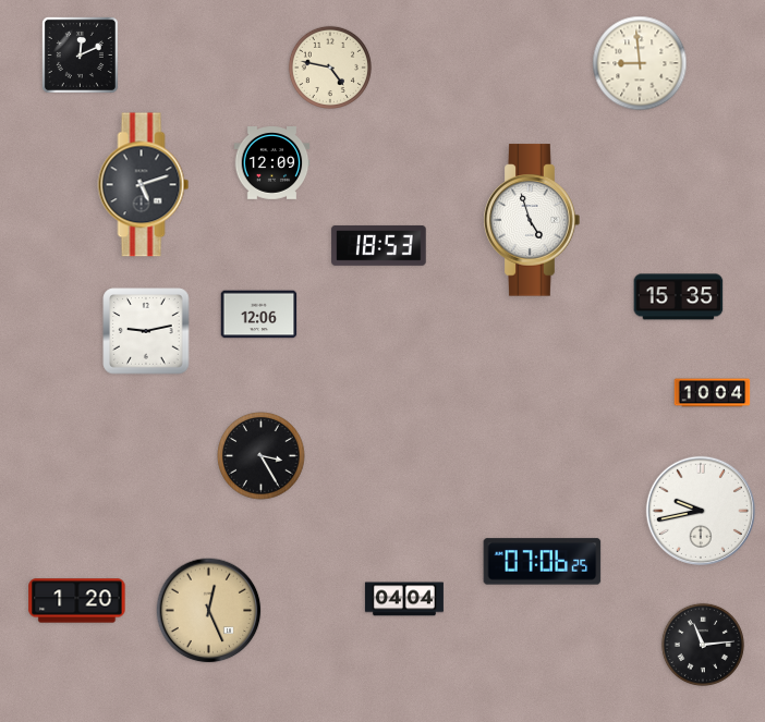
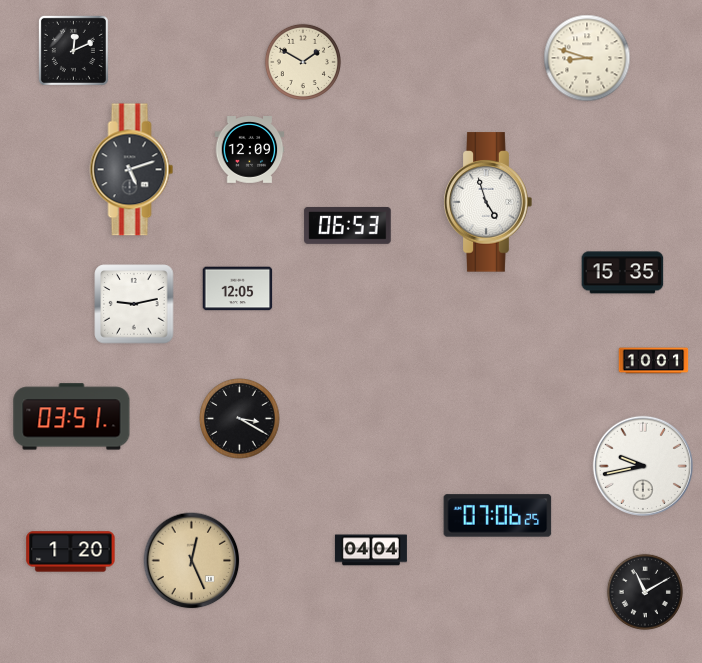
clock at (640, 63): 8:59 -> 8:48
clock at (330, 68): 4:47 -> 1:50
clock at (379, 245): 18:53 -> 06:53
clock at (259, 315): 12:06 -> 12:05
clock at (713, 393): 10:04 -> 10:01
clock at (72, 417): none -> 03:51
clock at (262, 456): 3:25 -> 3:20
clock at (701, 511) position: (701, 511) -> (643, 466)
clock at (703, 645): 11:14 -> 11:10
